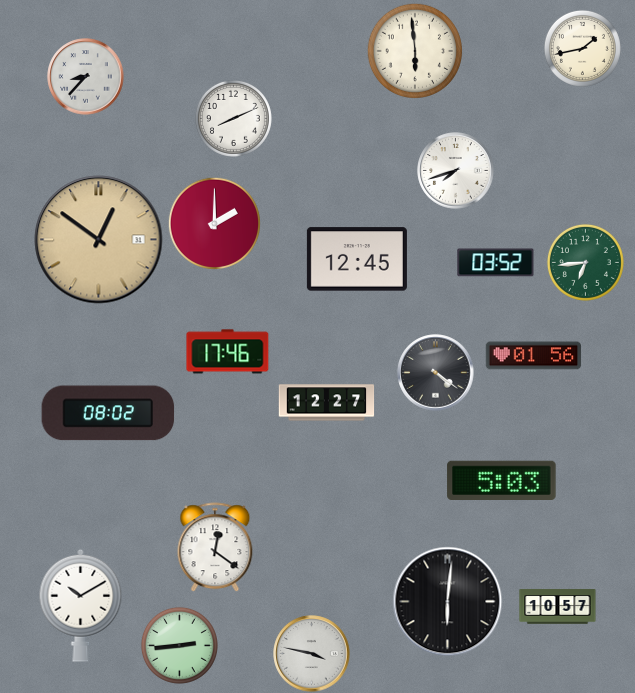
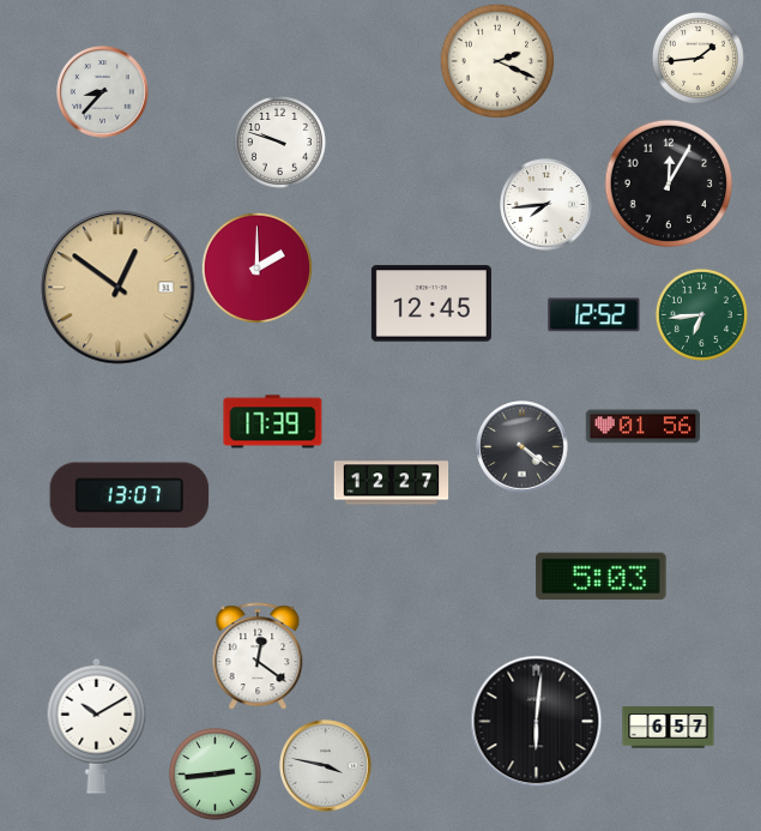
clock at (582, 48): 1:43 -> 1:44
clock at (414, 50): 5:59 -> 2:19
clock at (233, 118): 8:11 -> 9:48
clock at (669, 183): none -> 12:05
clock at (456, 171): 7:42 -> 7:44
clock at (357, 259) position: (357, 259) -> (431, 303)
clock at (496, 263): 03:52 -> 12:52
clock at (228, 352): 17:46 -> 17:39
clock at (534, 356) position: (534, 356) -> (644, 427)
clock at (108, 413): 08:02 -> 13:07
clock at (558, 607): 10:57 -> 6:57
clock at (312, 654) position: (312, 654) -> (326, 766)
